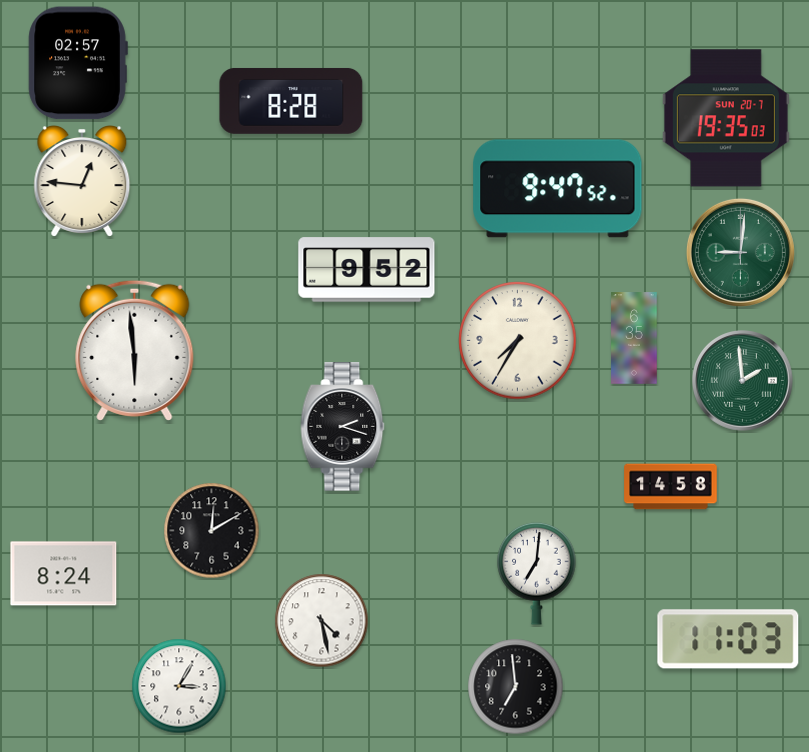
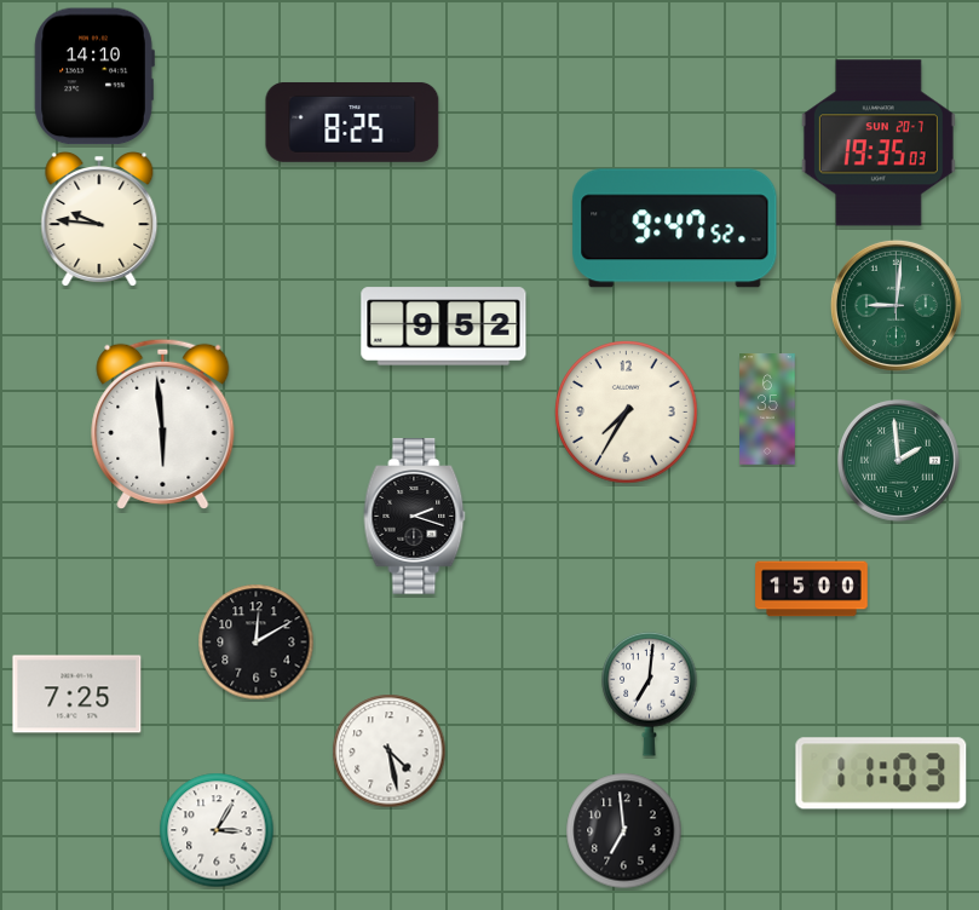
clock at (78, 63): 02:57 -> 14:10
clock at (291, 101): 8:28 -> 8:25
clock at (82, 182): 12:46 -> 9:46
clock at (671, 487): 14:58 -> 15:00
clock at (64, 574): 8:24 -> 7:25
